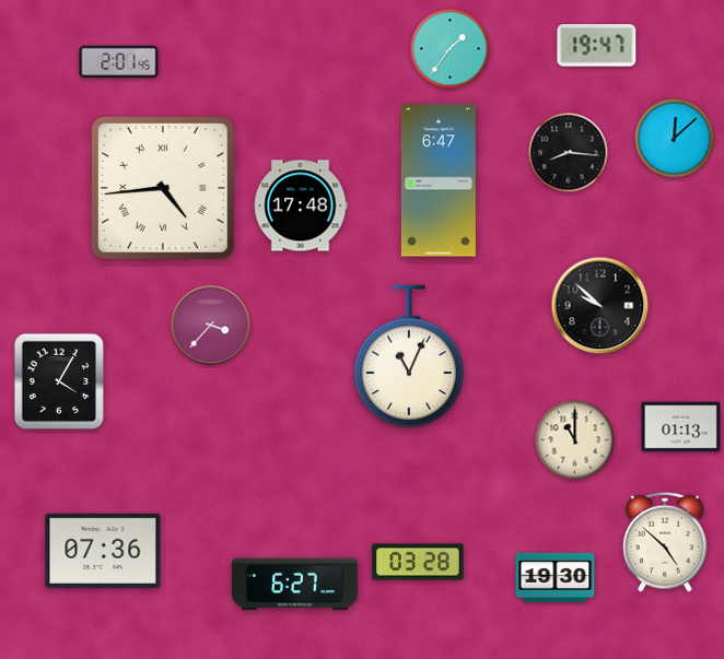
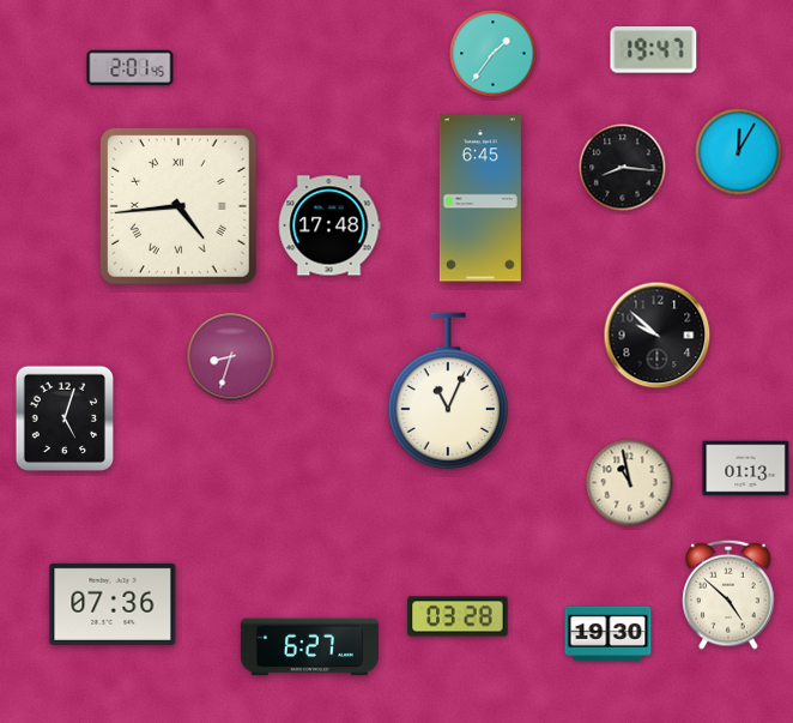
clock at (675, 139): 12:08 -> 12:05
clock at (439, 180): 6:47 -> 6:45
clock at (211, 326): 3:37 -> 8:33
clock at (58, 380): 4:05 -> 5:03
clock at (575, 440): 11:00 -> 10:58
clock at (294, 585) position: (294, 585) -> (309, 647)
